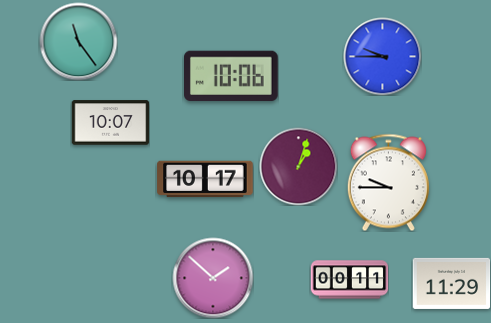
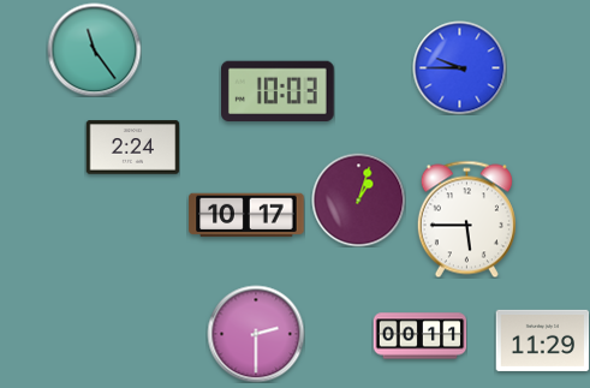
clock at (232, 76): 10:06 -> 10:03
clock at (110, 123): 10:07 -> 2:24
clock at (388, 182): 9:45 -> 5:45
clock at (213, 278): 1:52 -> 2:30
